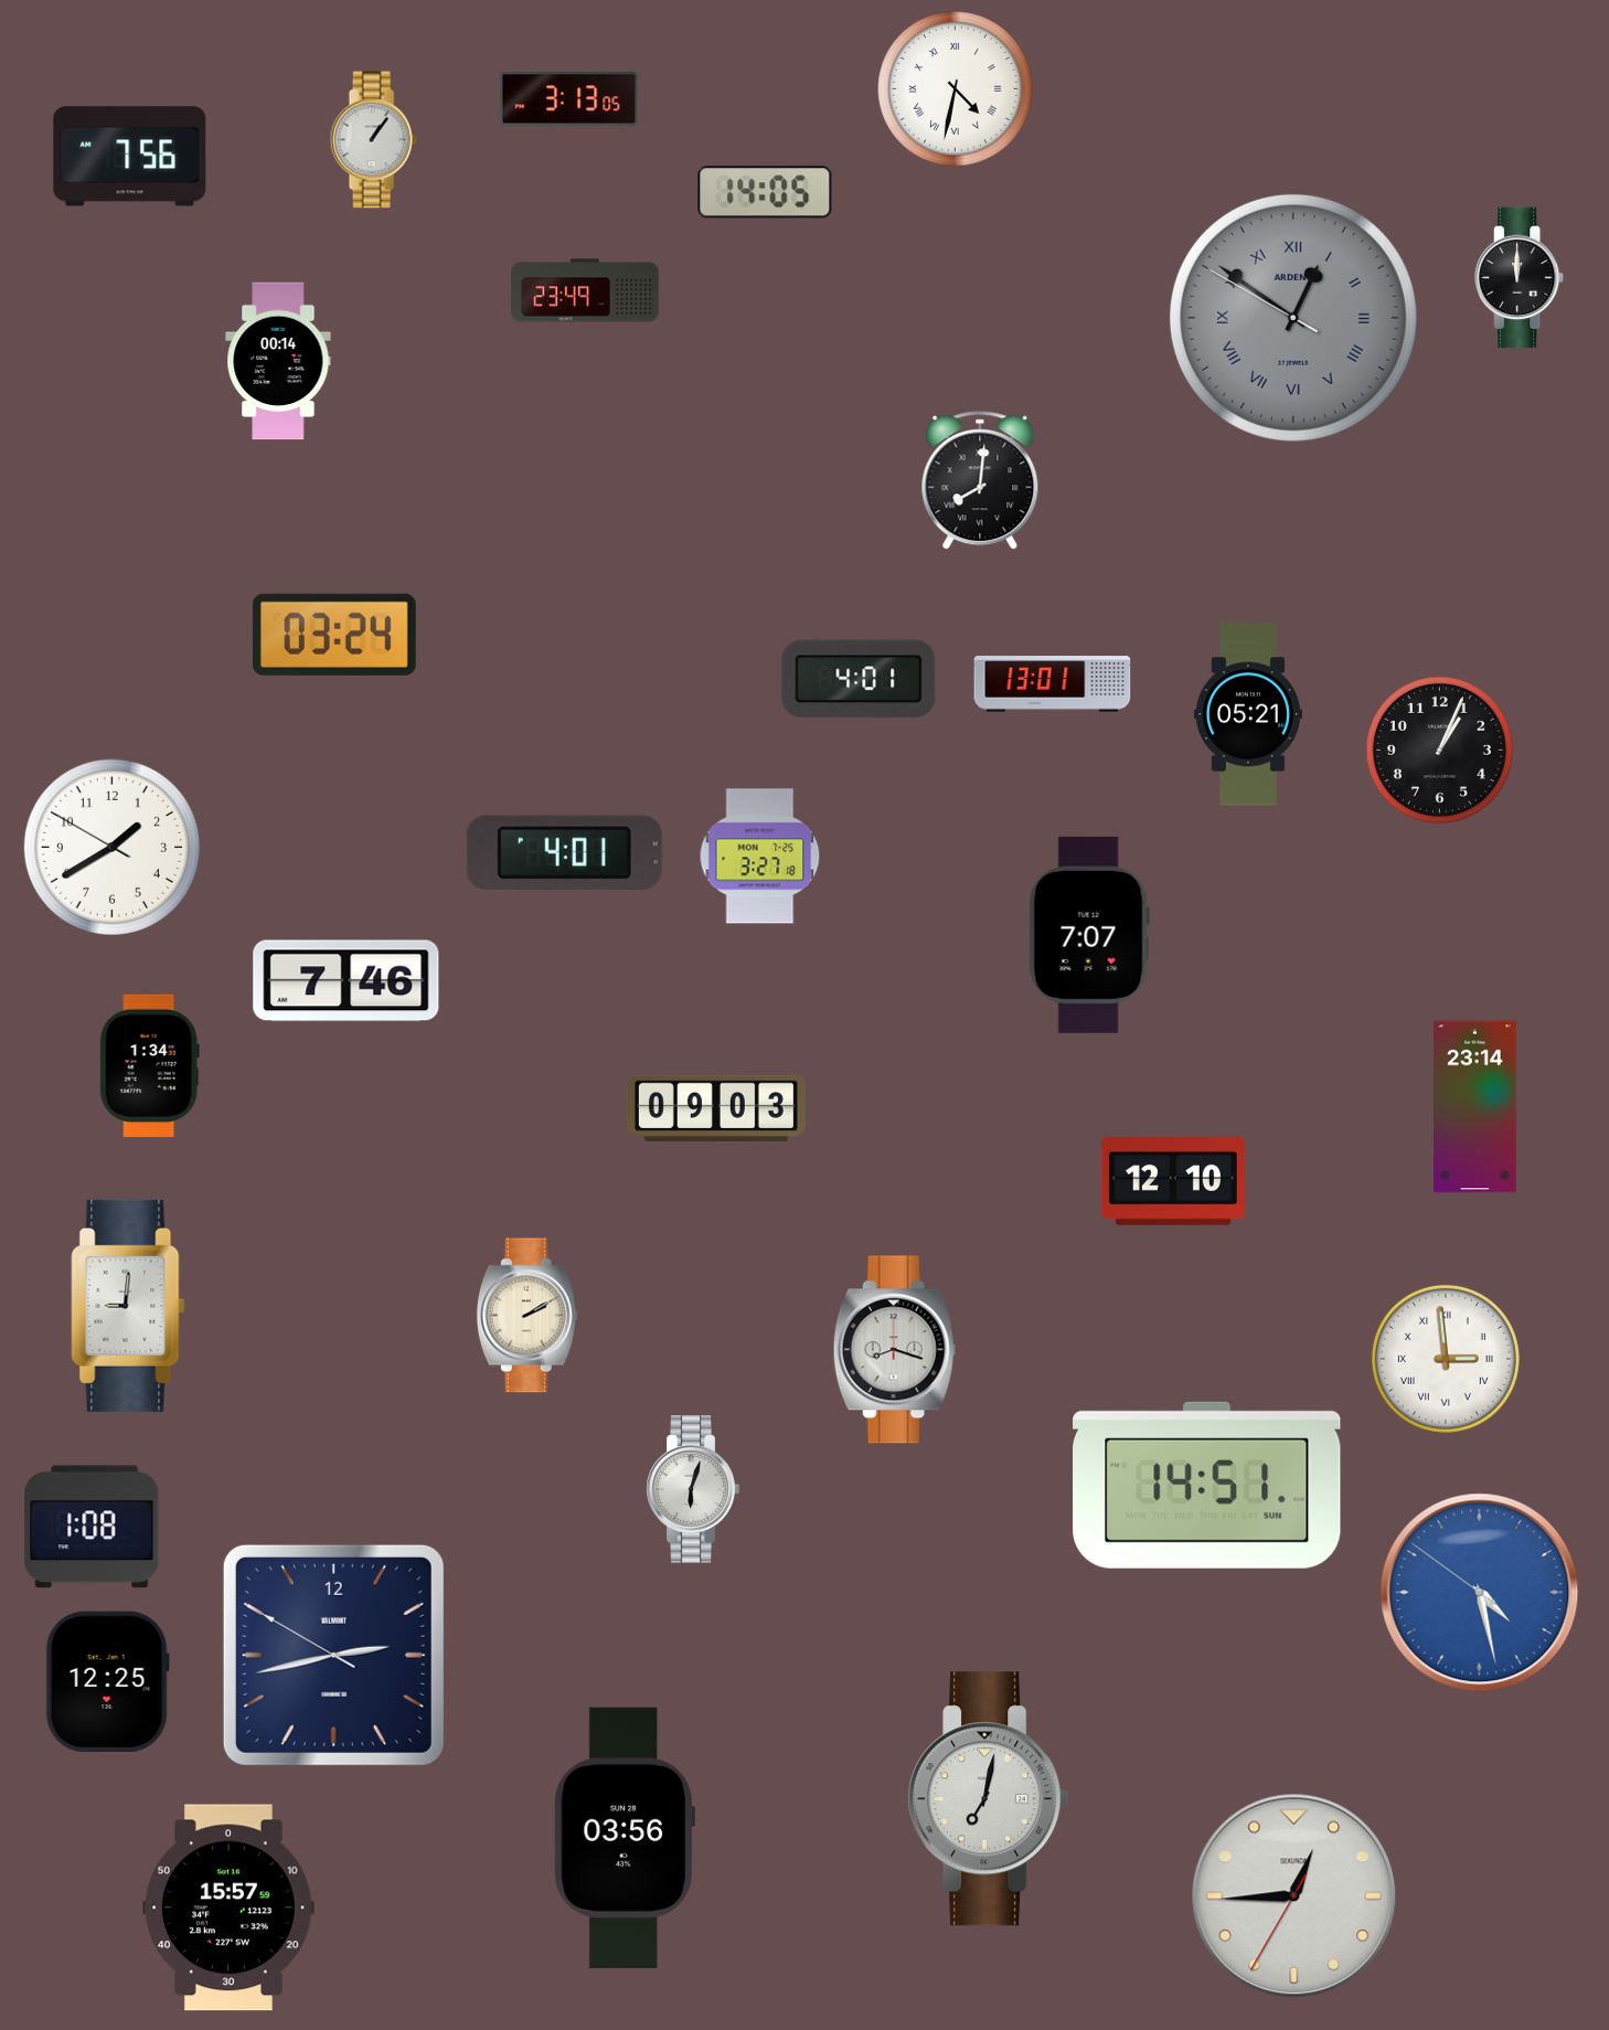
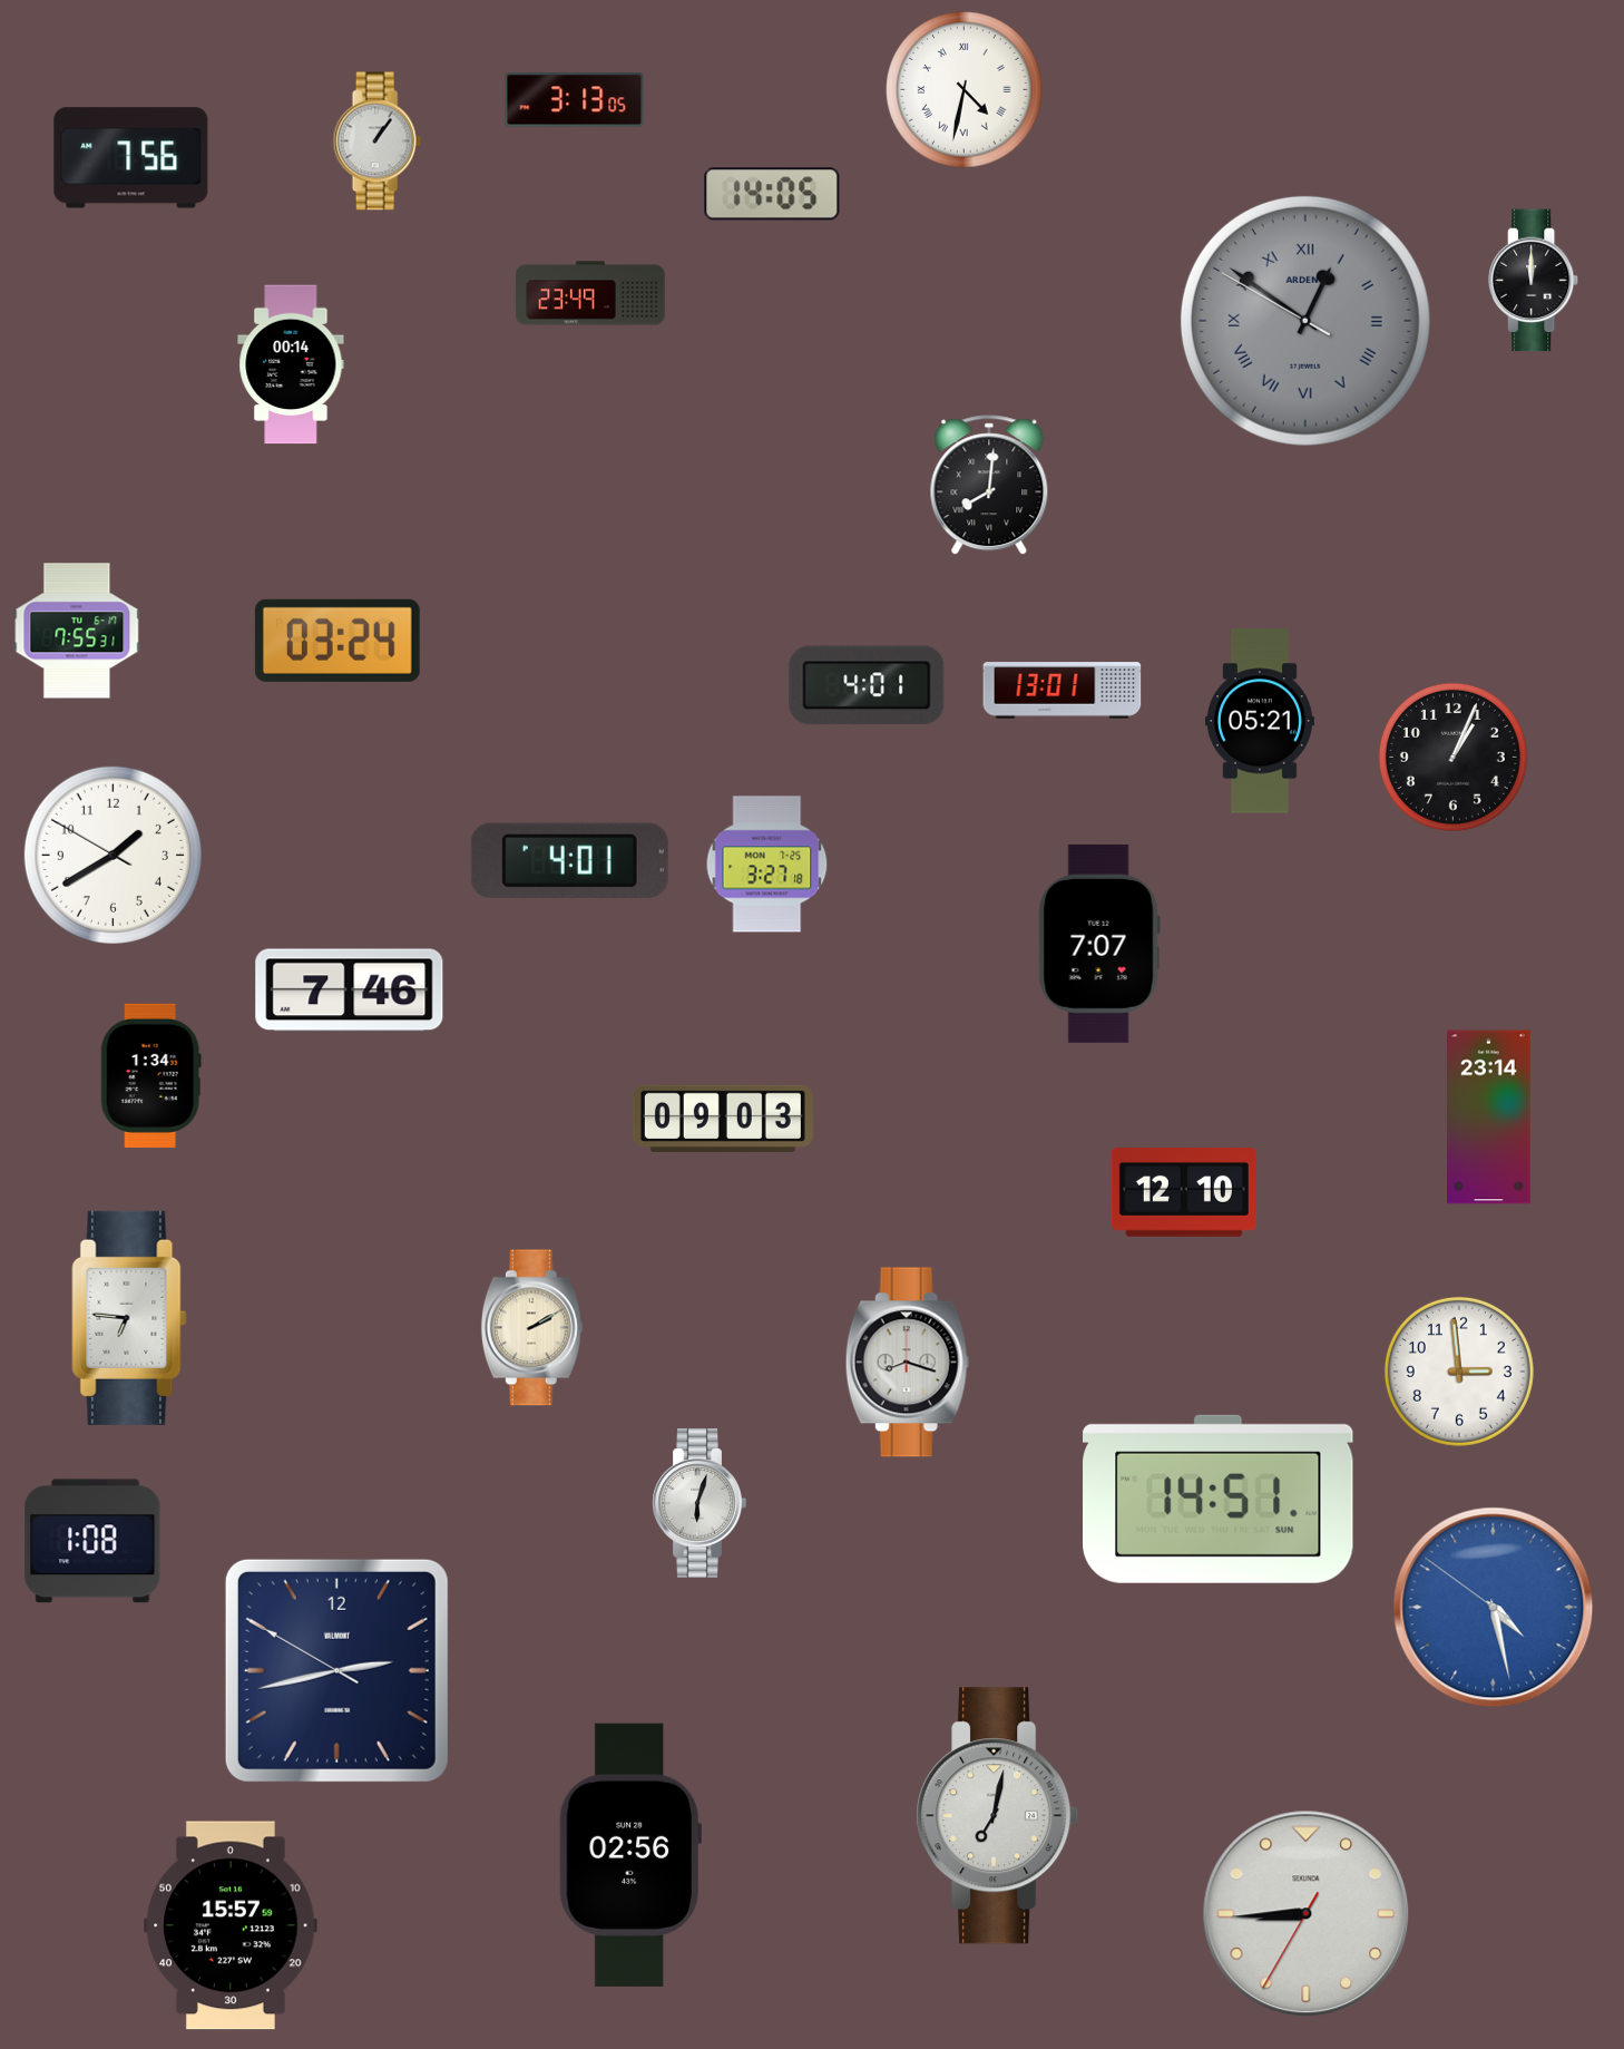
clock at (278, 361) position: (278, 361) -> (291, 364)
clock at (77, 631): none -> 7:55
clock at (128, 1306): 9:01 -> 6:46
clock at (894, 1350) position: (894, 1350) -> (907, 1363)
clock at (1446, 1359) numerals: Roman -> Arabic
clock at (107, 1682): 12:25 -> none
clock at (625, 1838): 03:56 -> 02:56
clock at (1294, 1896): 12:44 -> 8:44
